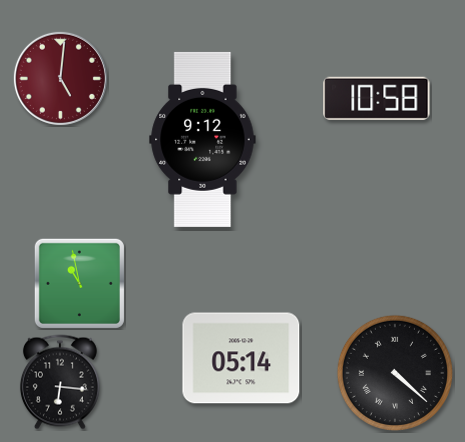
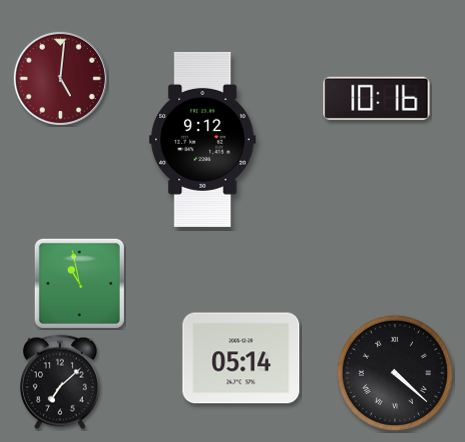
clock at (377, 98): 10:58 -> 10:16
clock at (60, 382): 6:16 -> 7:08
